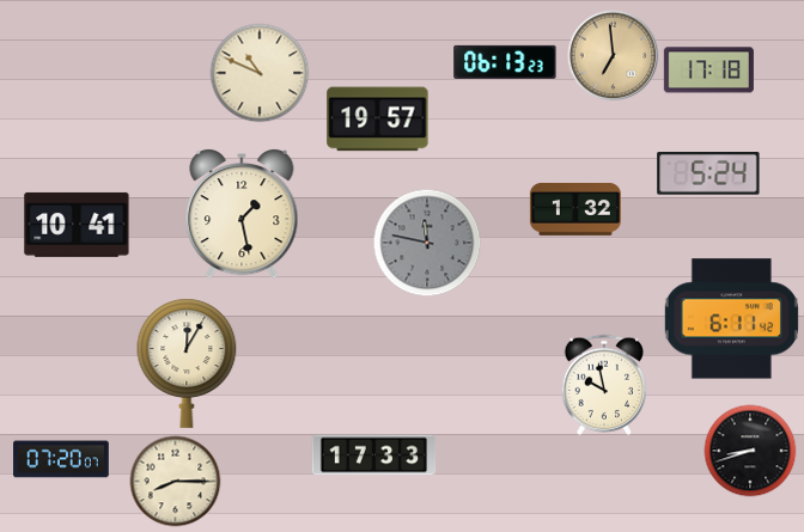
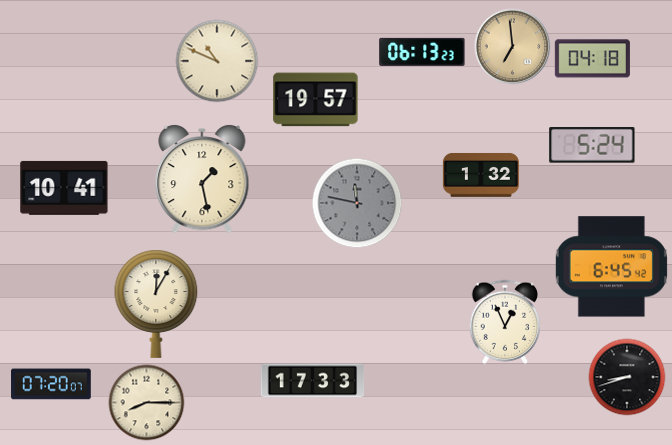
clock at (708, 71): 17:18 -> 04:18
clock at (731, 319): 6:11 -> 6:45
clock at (604, 385): 9:58 -> 12:56
